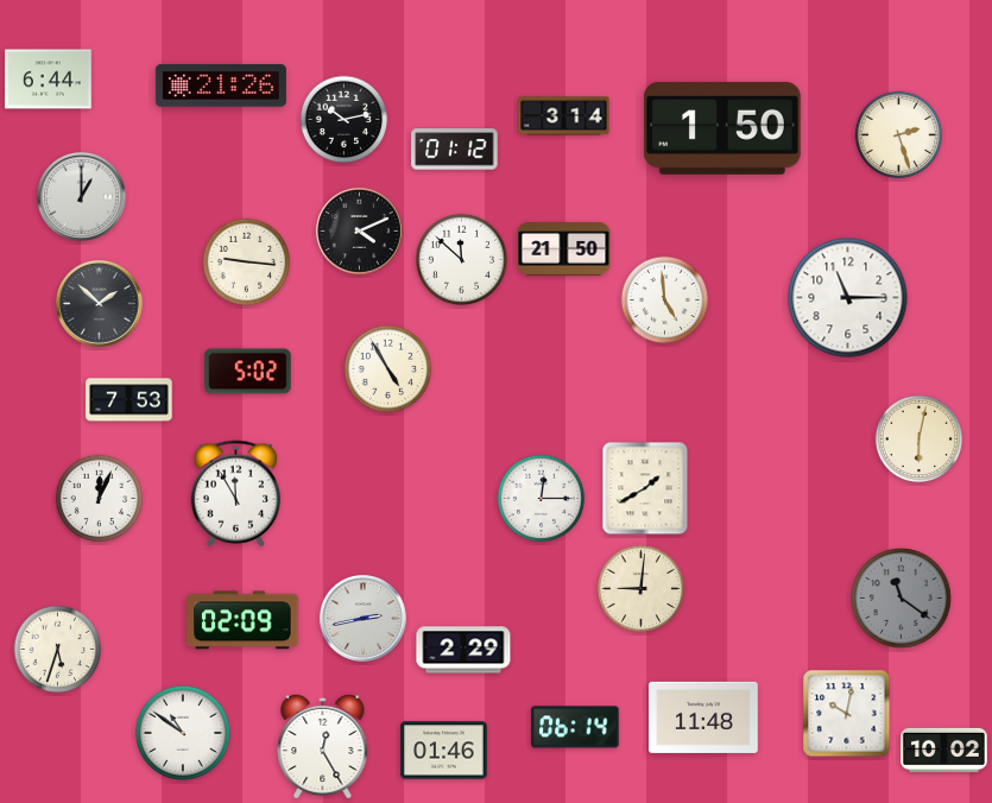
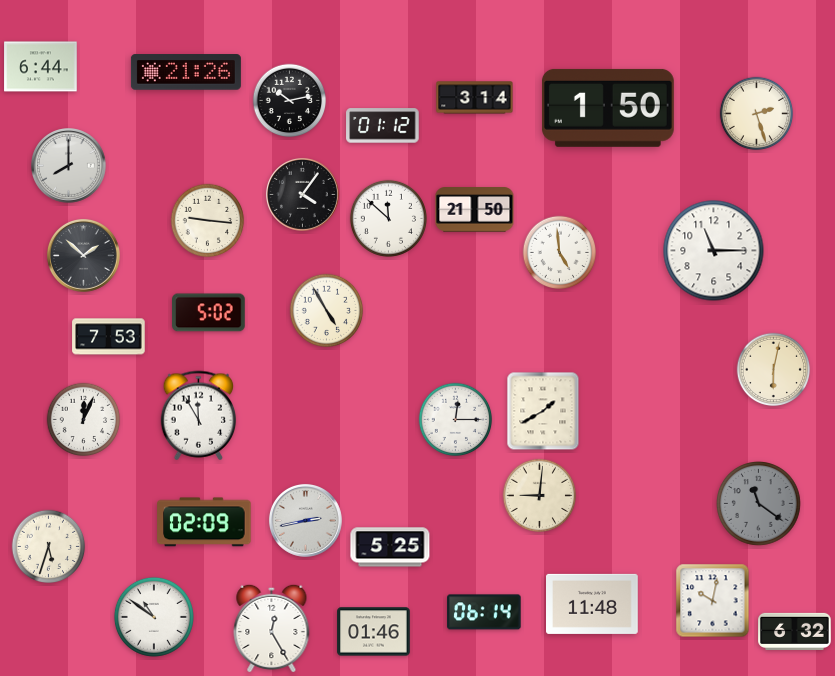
clock at (82, 197): 1:00 -> 8:00
clock at (360, 232): 4:11 -> 4:06
clock at (463, 650): 2:29 -> 5:25
clock at (944, 750): 10:02 -> 6:32
